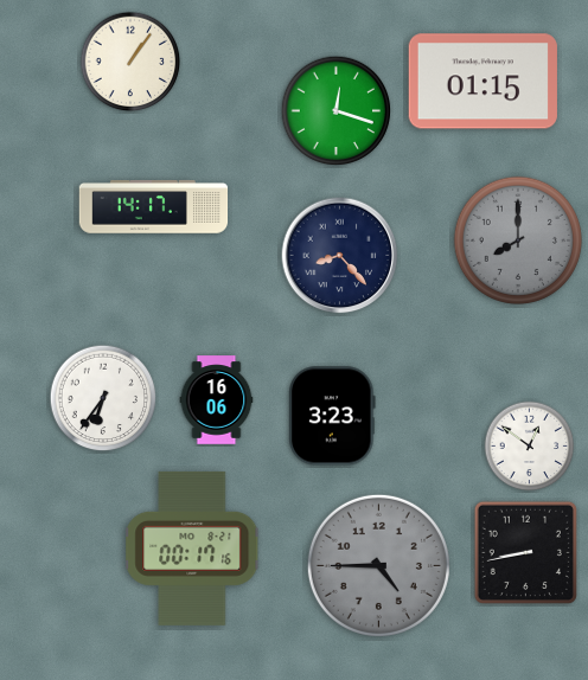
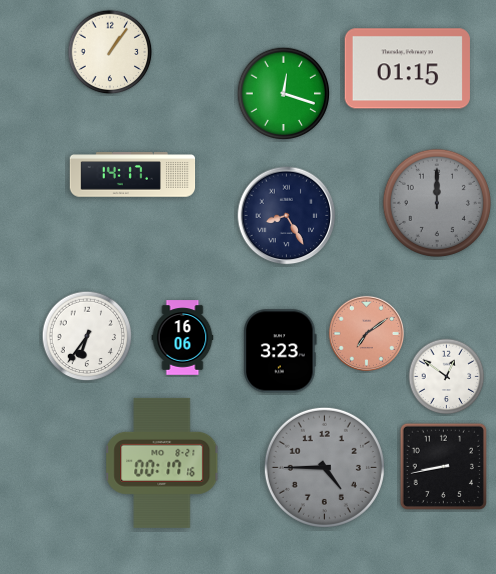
clock at (154, 207) position: (154, 207) -> (133, 175)
clock at (518, 240): 8:00 -> 12:00
clock at (340, 256): 8:23 -> 8:25
clock at (366, 333): none -> 7:09
clock at (378, 565) position: (378, 565) -> (324, 467)
